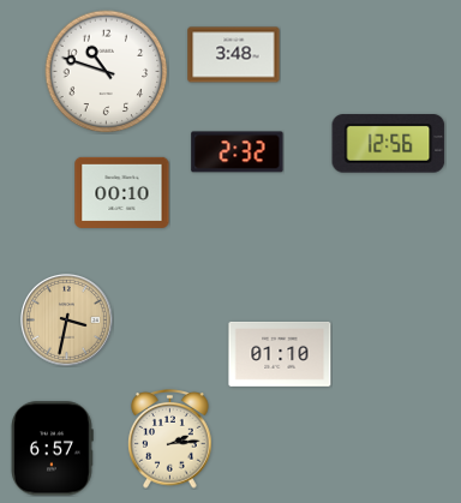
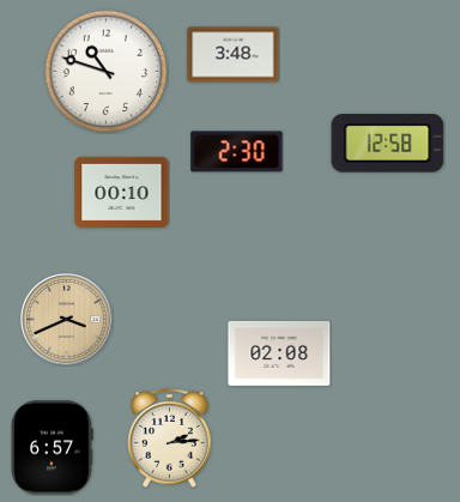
clock at (389, 144): 12:56 -> 12:58
clock at (238, 152): 2:32 -> 2:30
clock at (67, 321): 3:32 -> 3:41
clock at (280, 354): 01:10 -> 02:08
